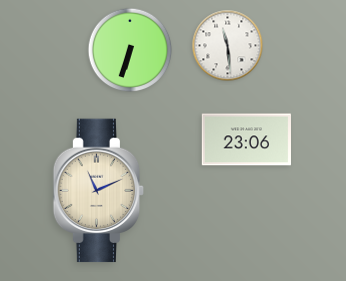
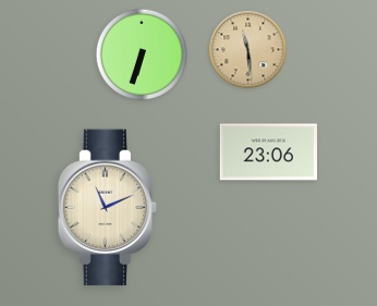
clock at (228, 46) dial: white -> champagne
